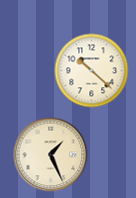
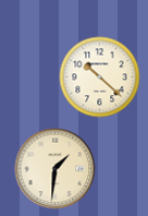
clock at (51, 155): 1:26 -> 1:31
